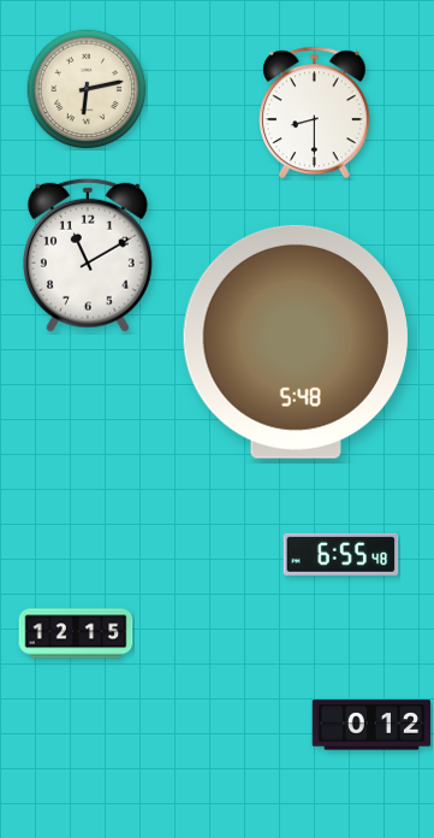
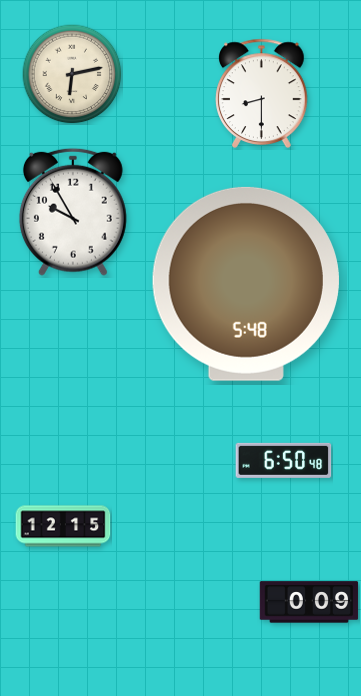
clock at (88, 255): 11:10 -> 9:55
clock at (341, 554): 6:55 -> 6:50
clock at (371, 725): 0:12 -> 0:09
